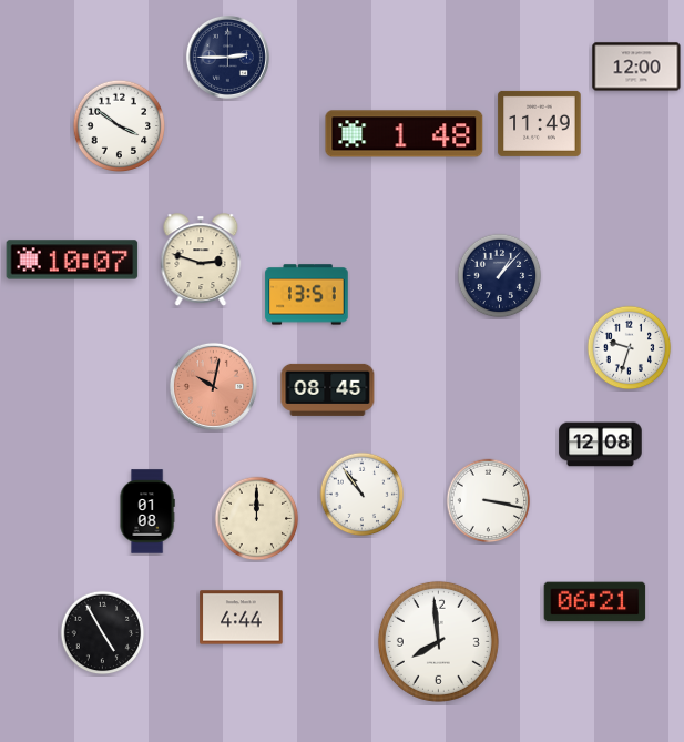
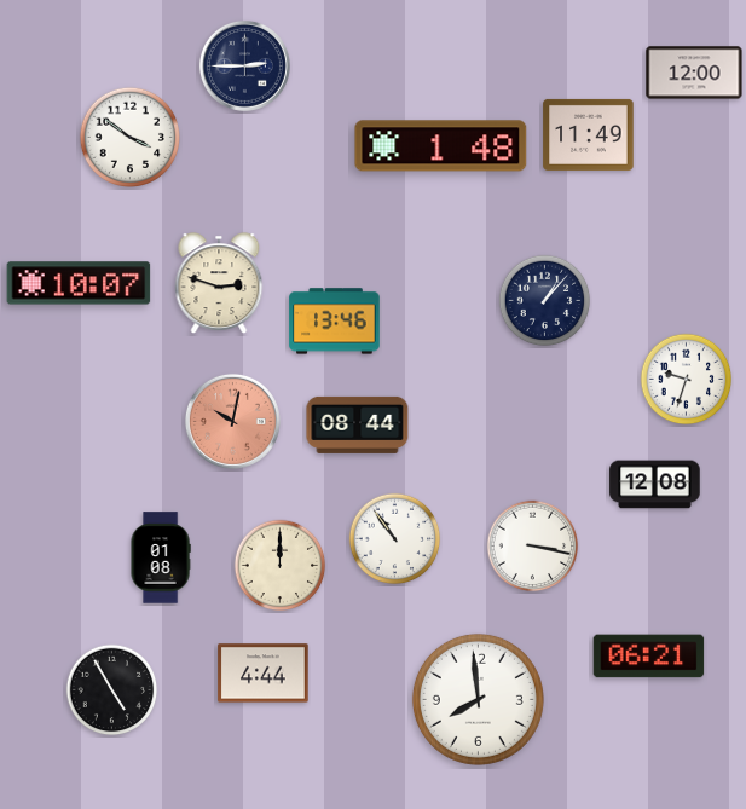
clock at (227, 57) position: (227, 57) -> (244, 65)
clock at (307, 295): 13:51 -> 13:46
clock at (328, 389): 08:45 -> 08:44
